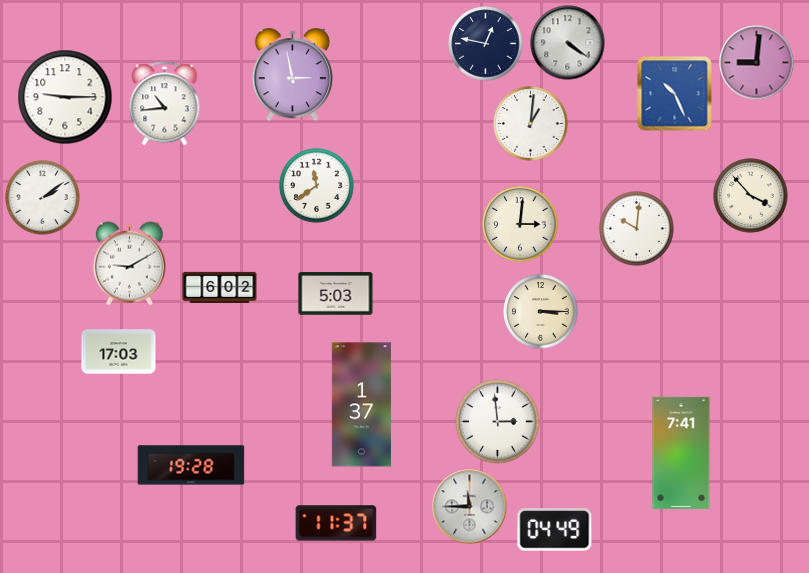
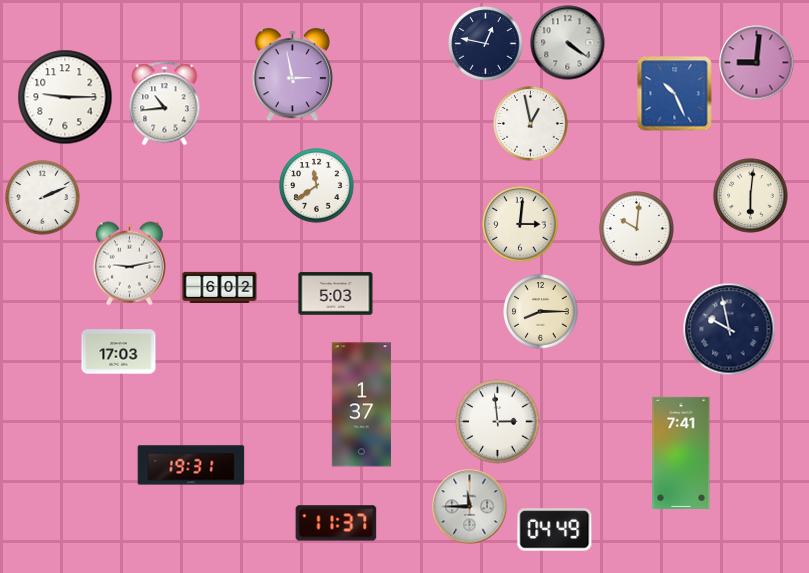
clock at (531, 124): 1:01 -> 12:58
clock at (751, 196): 3:53 -> 6:01
clock at (43, 198): 2:09 -> 2:11
clock at (129, 264): 9:10 -> 9:13
clock at (541, 312): 3:15 -> 8:15
clock at (729, 329): none -> 9:58
clock at (191, 465): 19:28 -> 19:31
